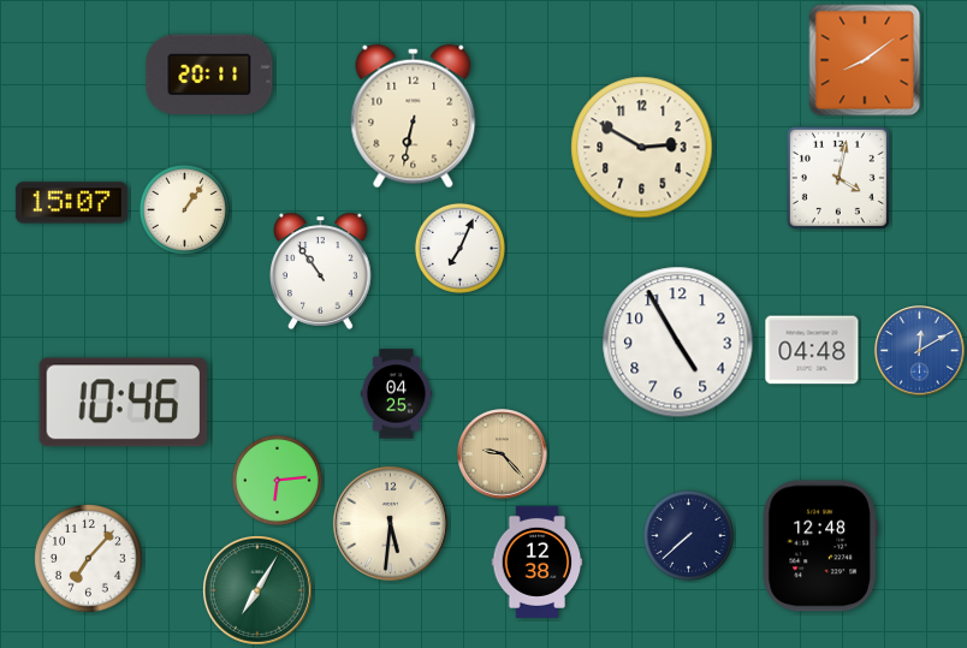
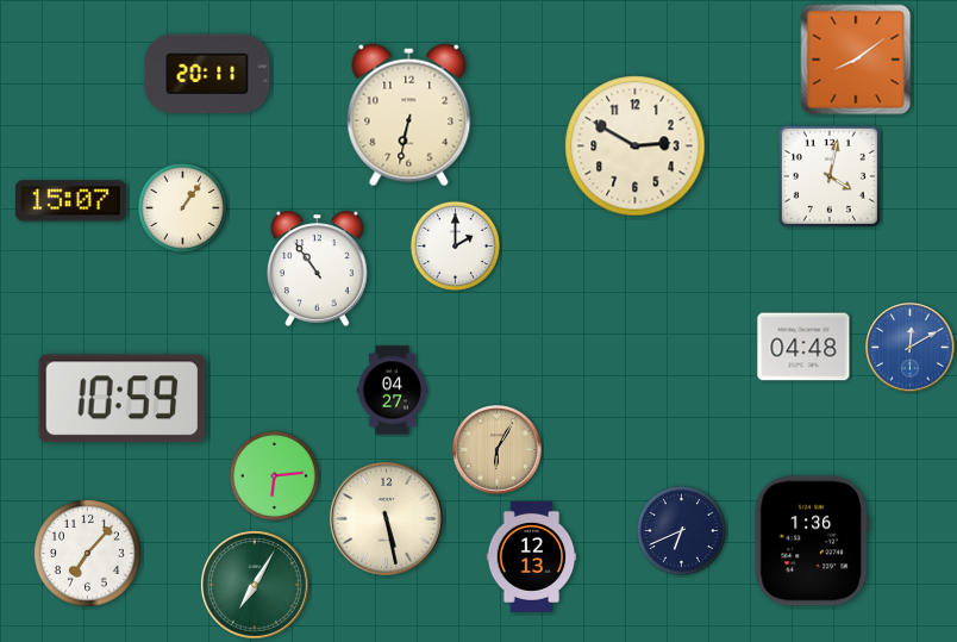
clock at (459, 248): 7:04 -> 2:00
clock at (678, 343): 4:55 -> none
clock at (396, 394): 04:25 -> 04:27
clock at (124, 403): 10:46 -> 10:59
clock at (503, 454): 9:23 -> 6:05
clock at (390, 523): 5:31 -> 5:28
clock at (688, 535): 7:38 -> 6:41
clock at (820, 546): 12:48 -> 1:36
clock at (538, 561): 12:38 -> 12:13
